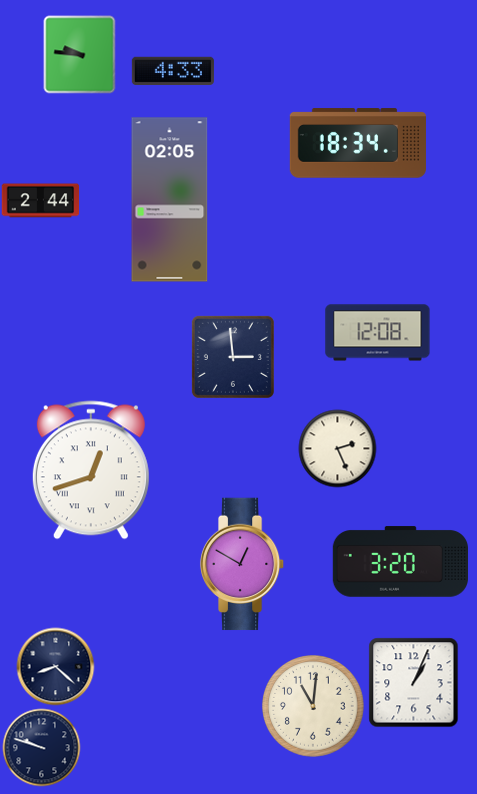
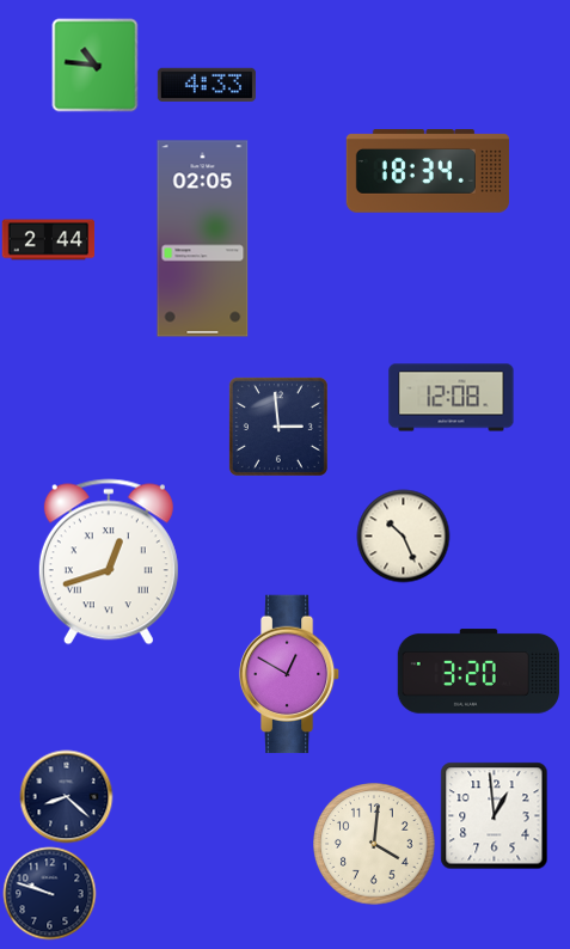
clock at (80, 54): 9:46 -> 10:46
clock at (337, 448): 2:26 -> 10:26
clock at (413, 682): 1:04 -> 12:59
clock at (313, 706): 11:01 -> 4:01
